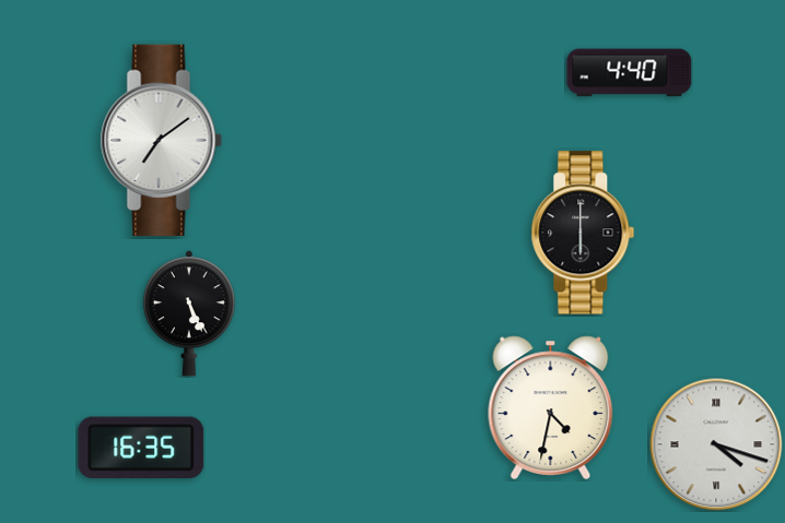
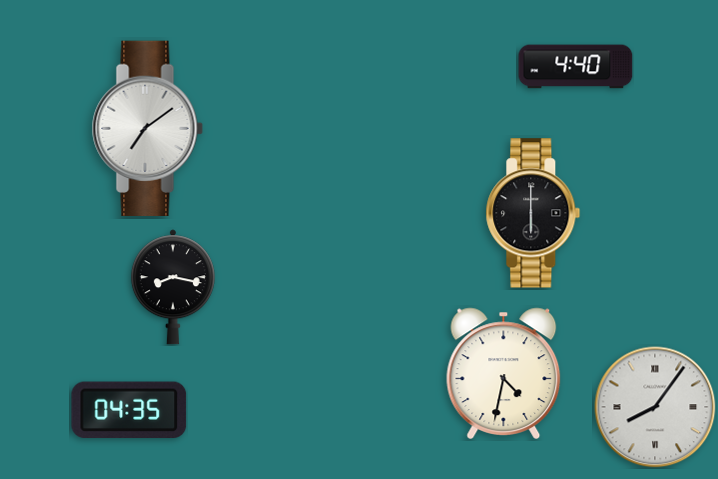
clock at (189, 313): 5:26 -> 8:17
clock at (716, 444): 4:18 -> 8:06
clock at (141, 448): 16:35 -> 04:35
